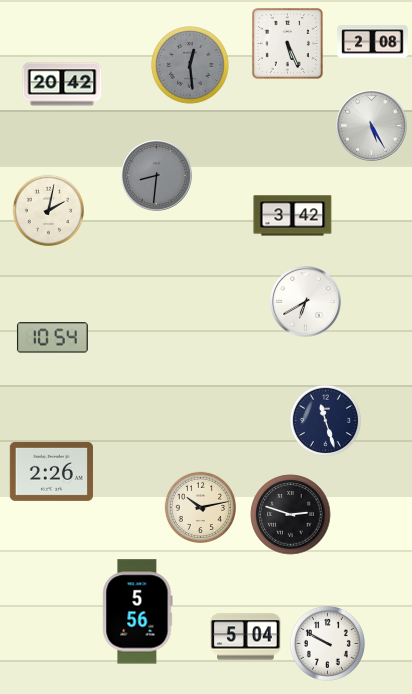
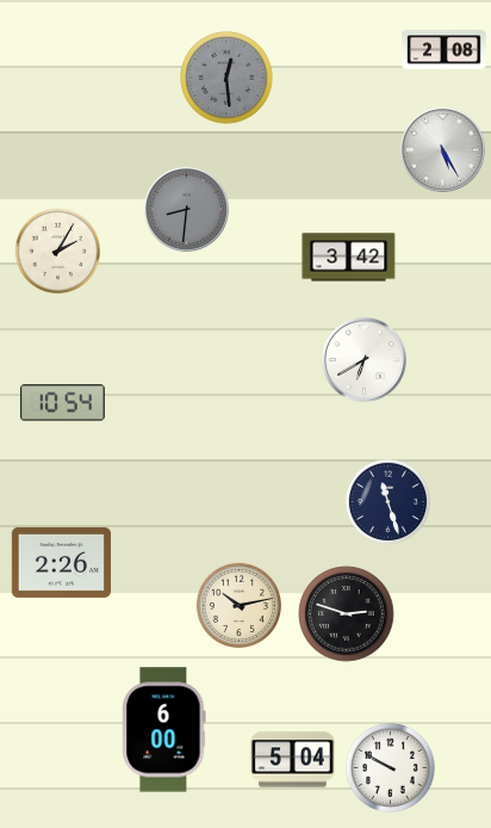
clock at (287, 43): 5:26 -> none
clock at (62, 84): 20:42 -> none
clock at (49, 211): 2:02 -> 2:05
clock at (138, 612): 5:56 -> 6:00
